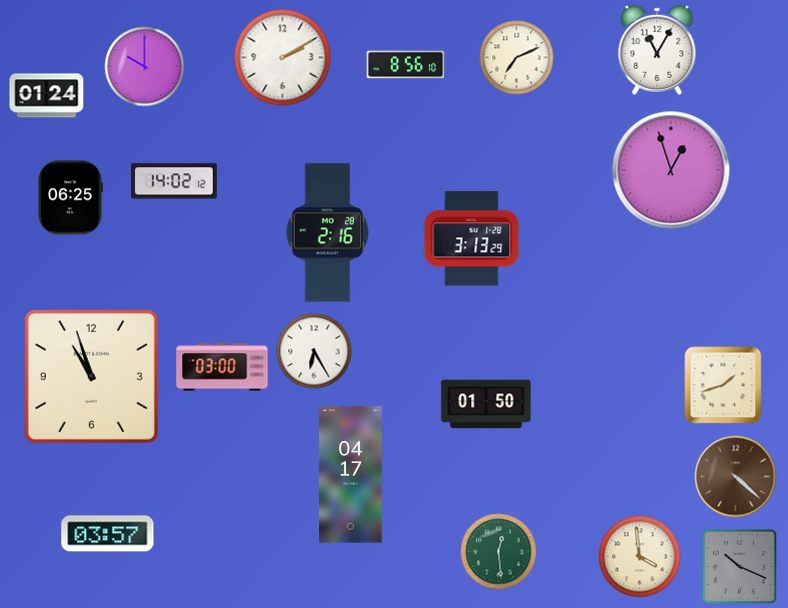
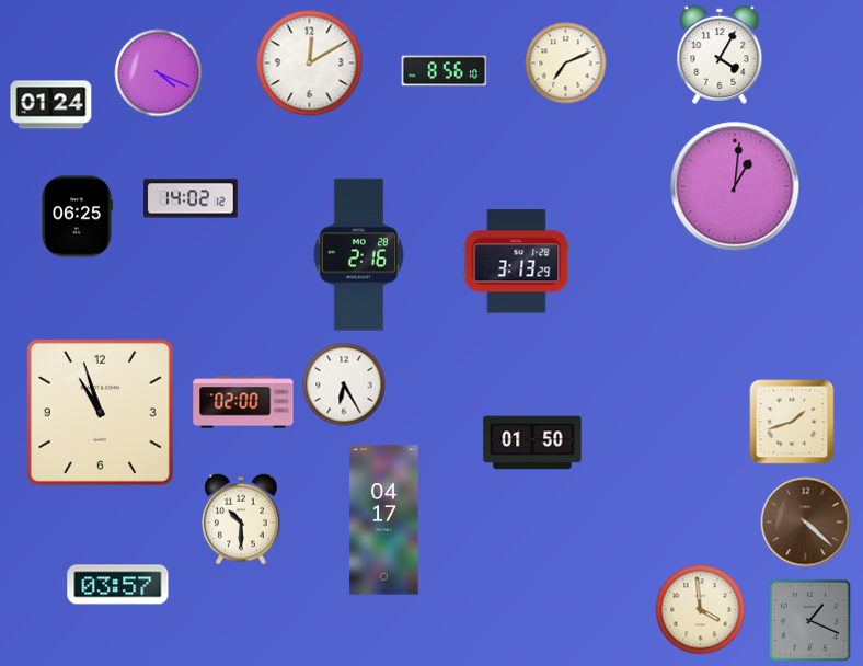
clock at (657, 50): 11:05 -> 4:05
clock at (283, 58): 2:10 -> 12:10
clock at (145, 67): 10:00 -> 4:19
clock at (671, 170): 12:57 -> 1:01
clock at (222, 367): 03:00 -> 02:00
clock at (241, 519): none -> 10:30
clock at (499, 552): 12:29 -> none
clock at (740, 567): 10:19 -> 1:19
